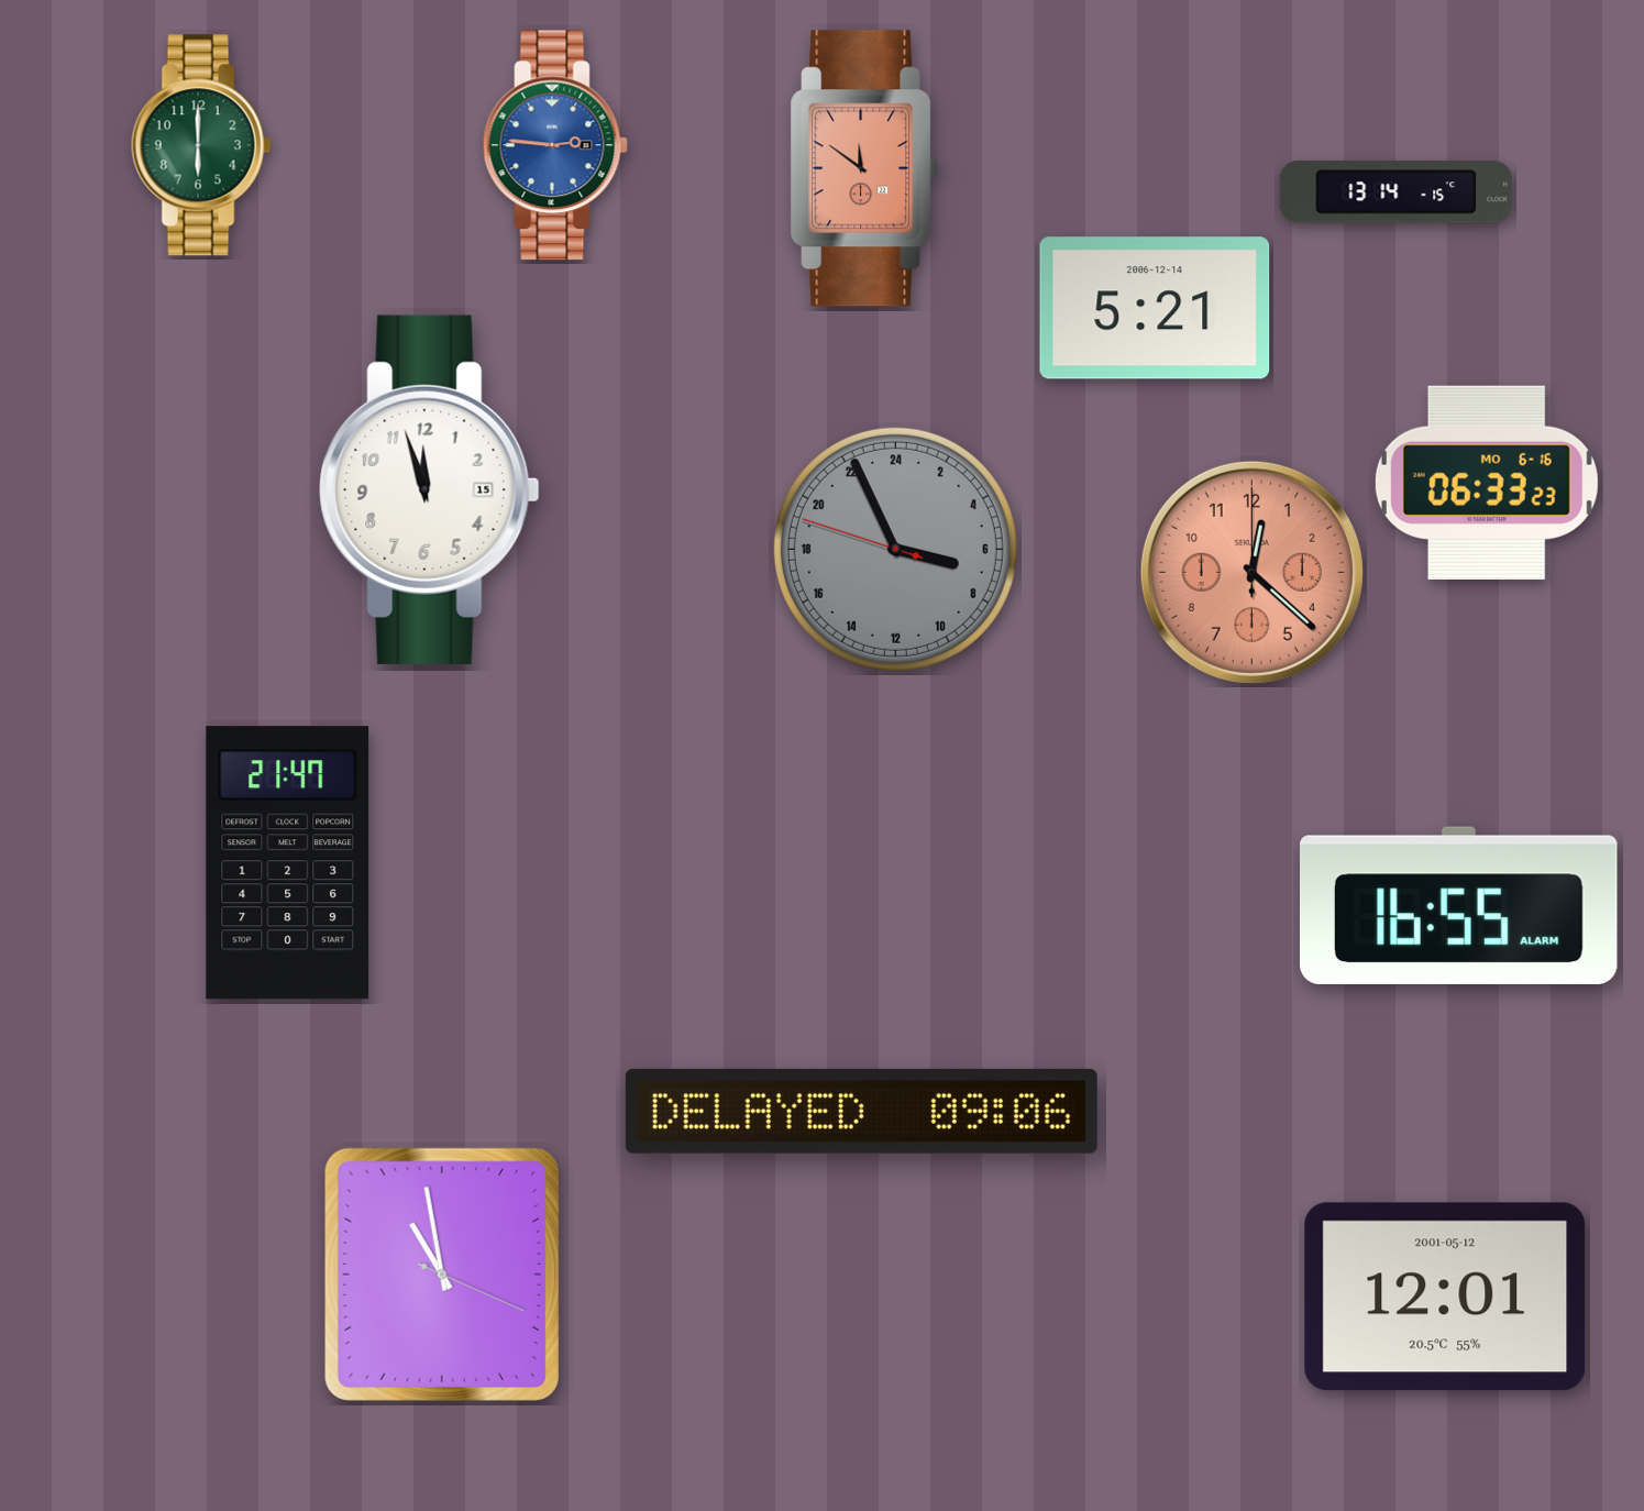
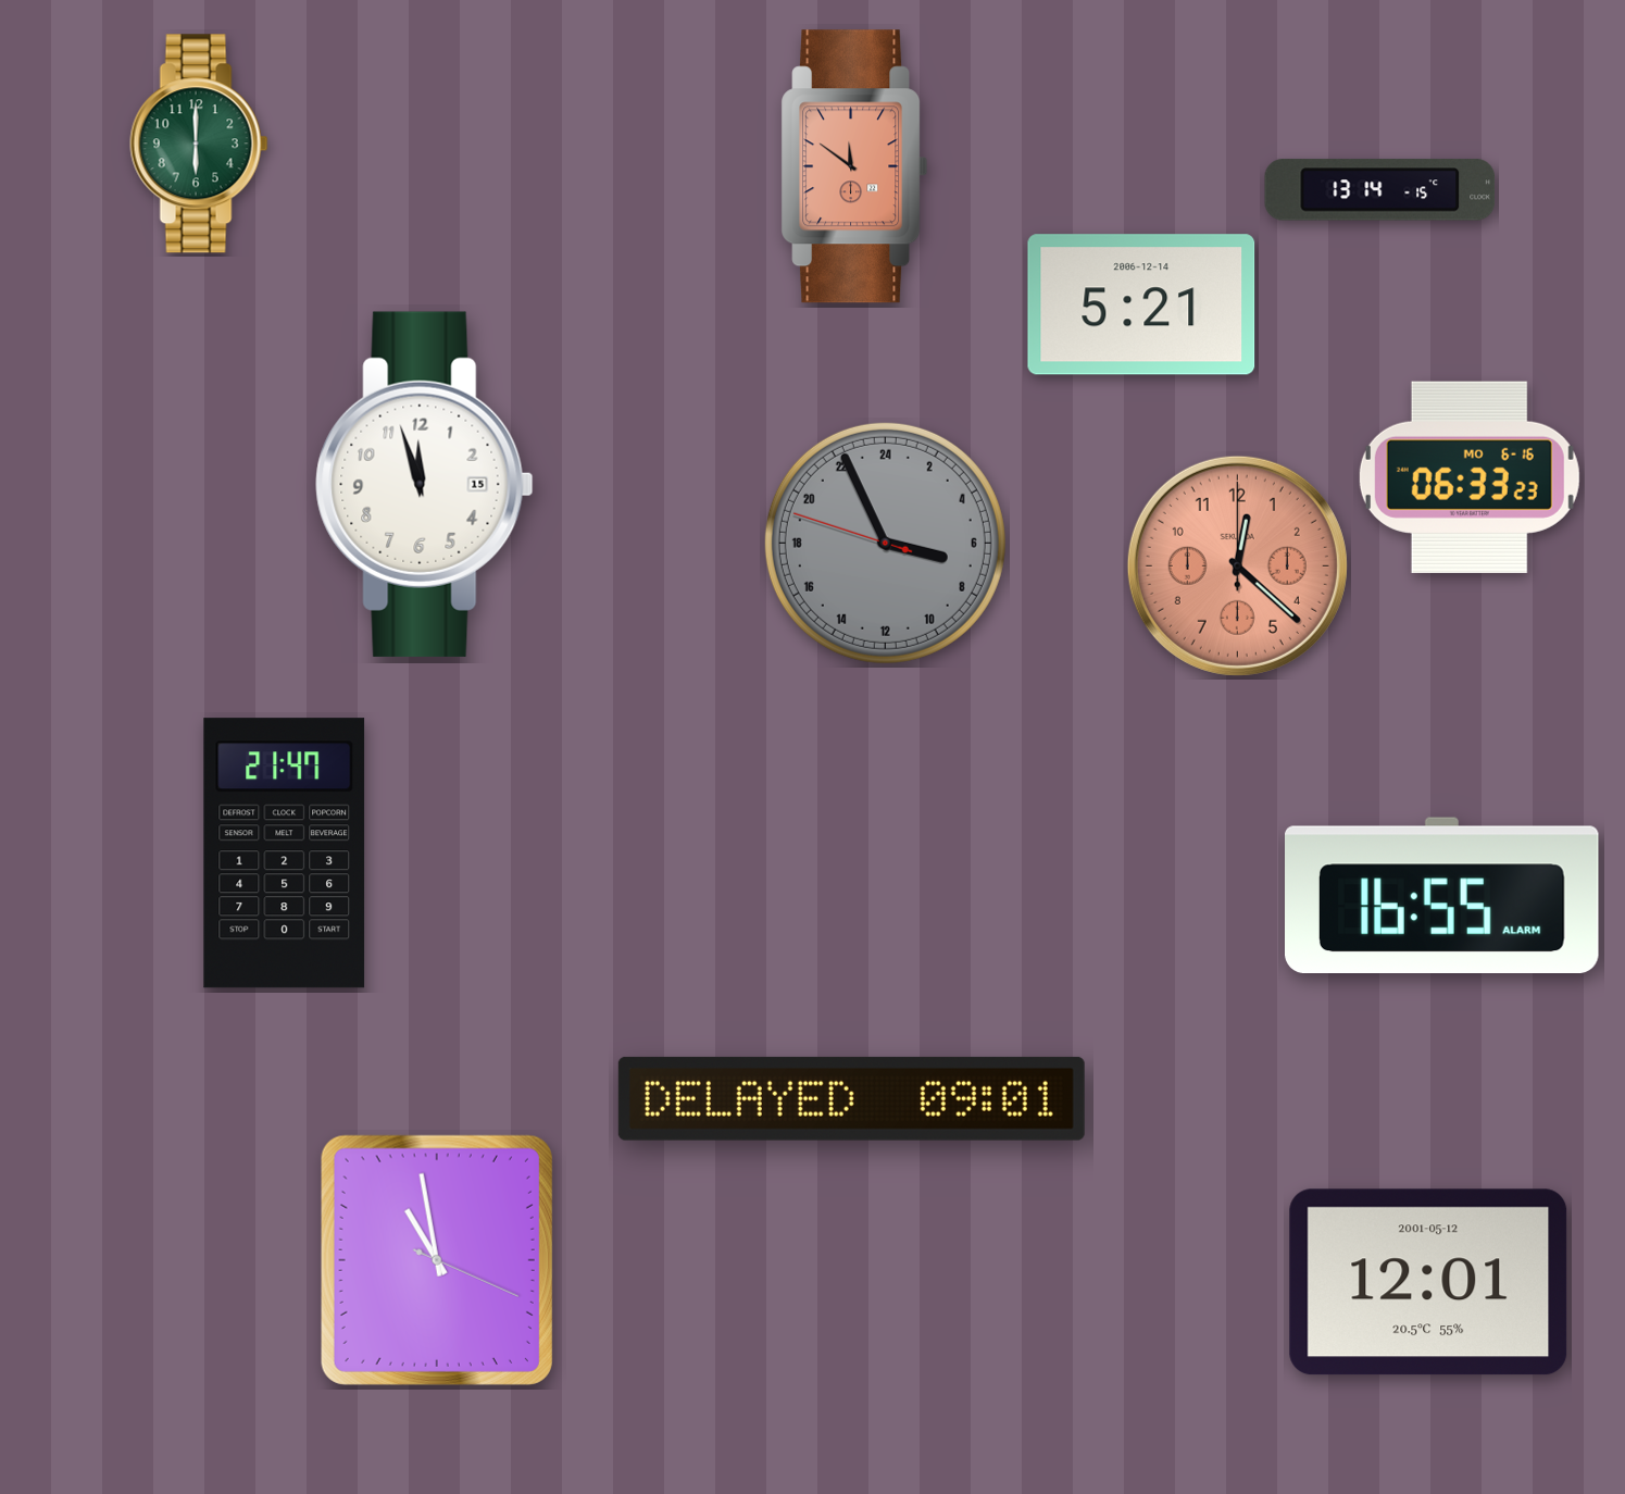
clock at (555, 145): 2:46 -> none
clock at (861, 1111): 09:06 -> 09:01
